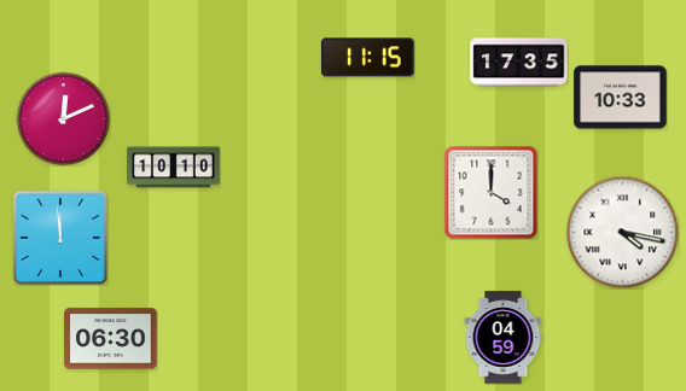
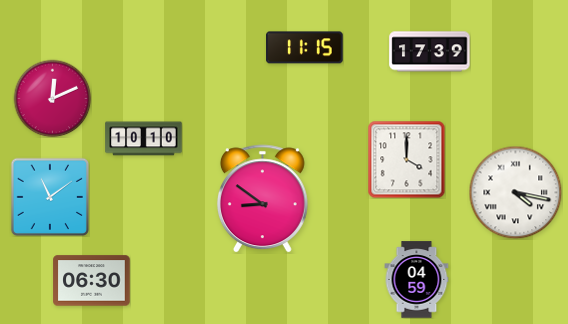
clock at (519, 63): 17:35 -> 17:39
clock at (621, 98): 10:33 -> none
clock at (59, 237): 11:59 -> 11:09
clock at (262, 199): none -> 8:51
